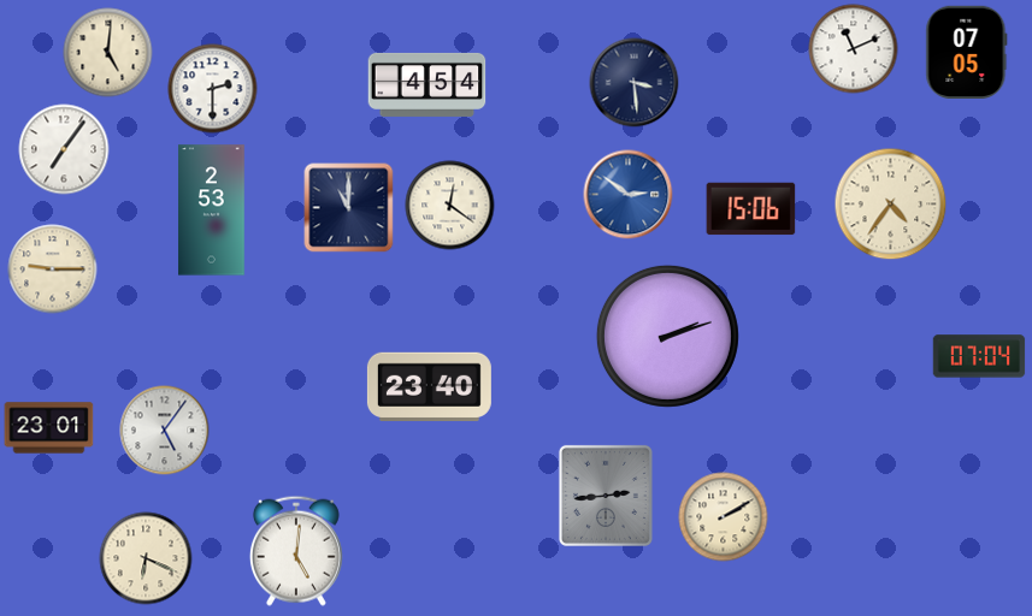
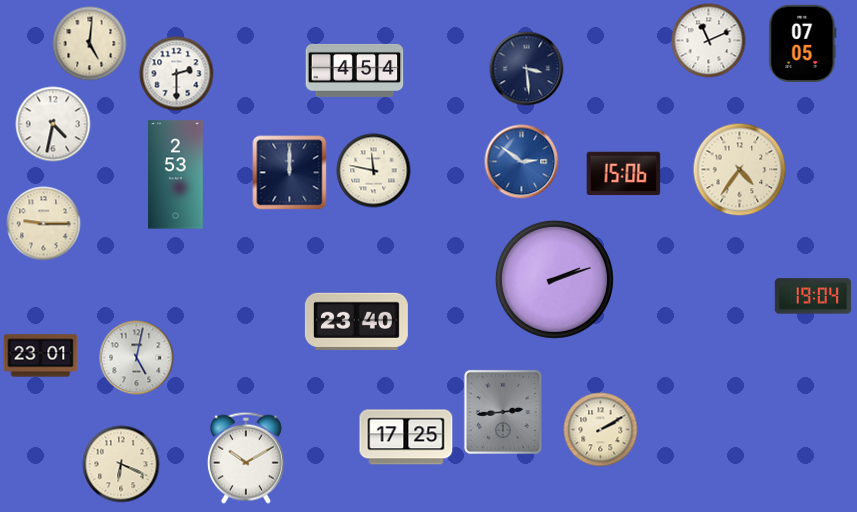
clock at (64, 149): 7:06 -> 4:32
clock at (450, 206): 12:21 -> 11:47
clock at (349, 208): 11:00 -> 12:00
clock at (979, 356): 07:04 -> 19:04
clock at (165, 431): 5:06 -> 5:02
clock at (406, 437): none -> 17:25
clock at (296, 551): 5:01 -> 10:10
